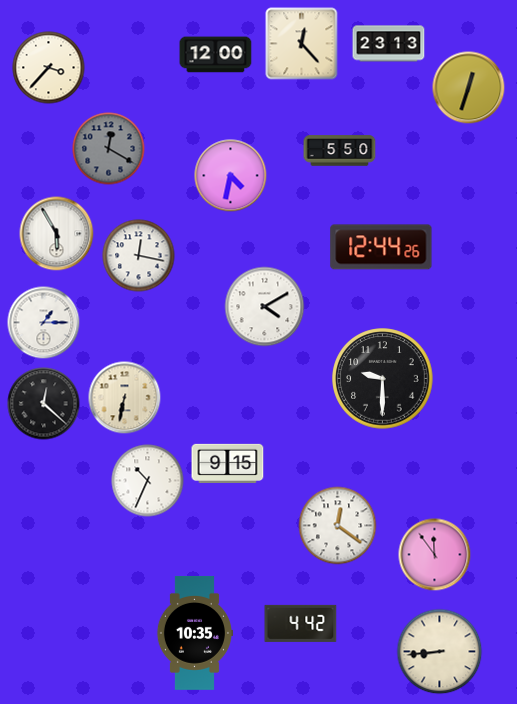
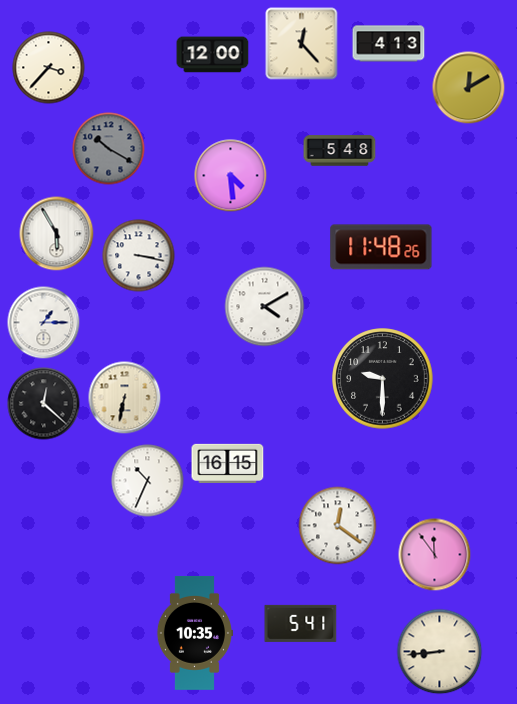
clock at (389, 44): 23:13 -> 4:13
clock at (216, 55) position: (216, 55) -> (213, 55)
clock at (469, 88): 12:33 -> 12:10
clock at (109, 149): 12:20 -> 10:20
clock at (340, 151): 5:50 -> 5:48
clock at (231, 176): 4:32 -> 4:29
clock at (381, 247): 12:44 -> 11:48
clock at (139, 256): 12:17 -> 3:17
clock at (228, 463): 9:15 -> 16:15
clock at (301, 623): 4:42 -> 5:41
